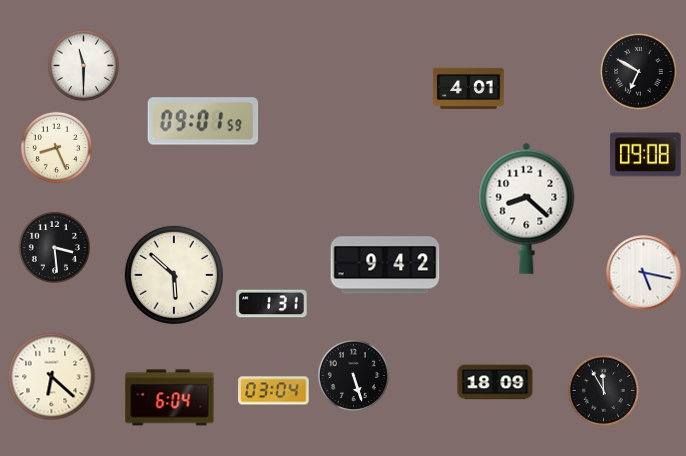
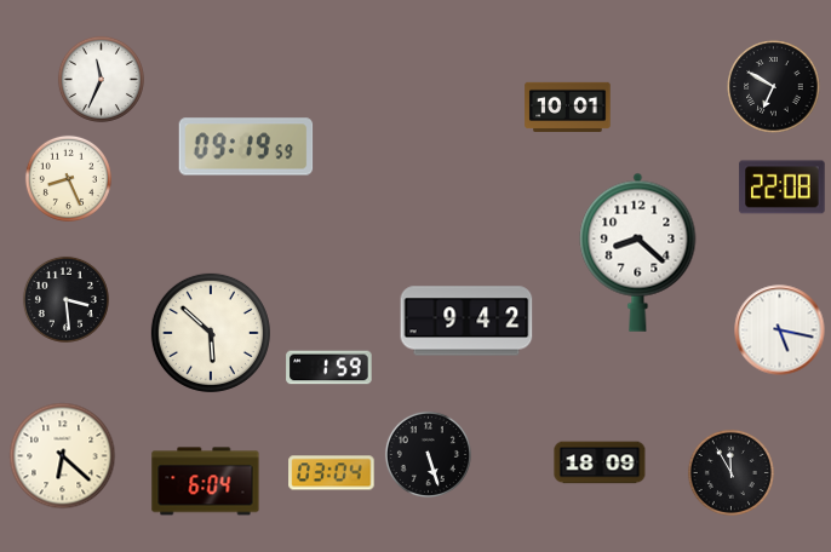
clock at (83, 65): 11:30 -> 11:34
clock at (469, 88): 4:01 -> 10:01
clock at (203, 121): 09:01 -> 09:19
clock at (646, 155): 09:08 -> 22:08
clock at (272, 304): 1:31 -> 1:59
